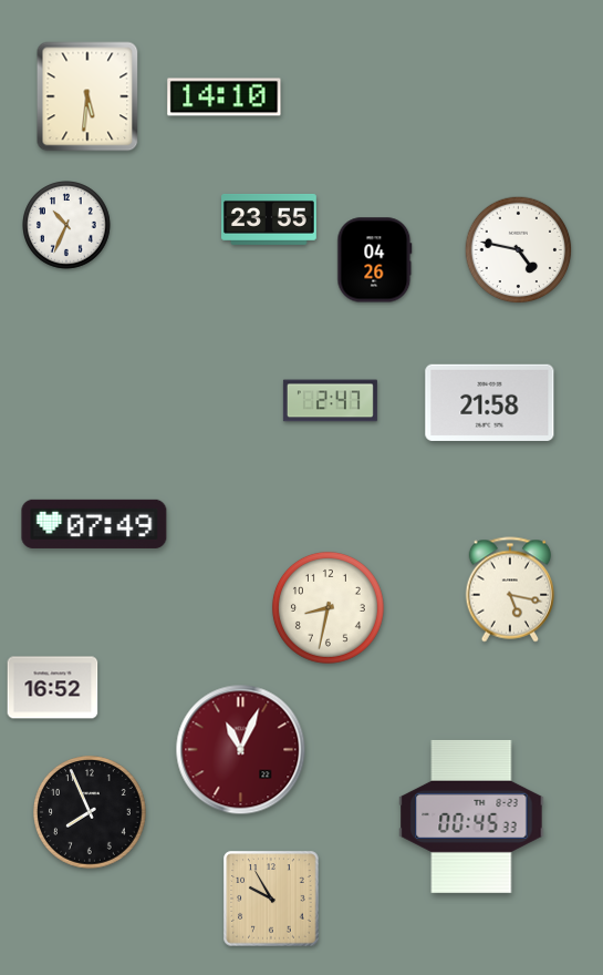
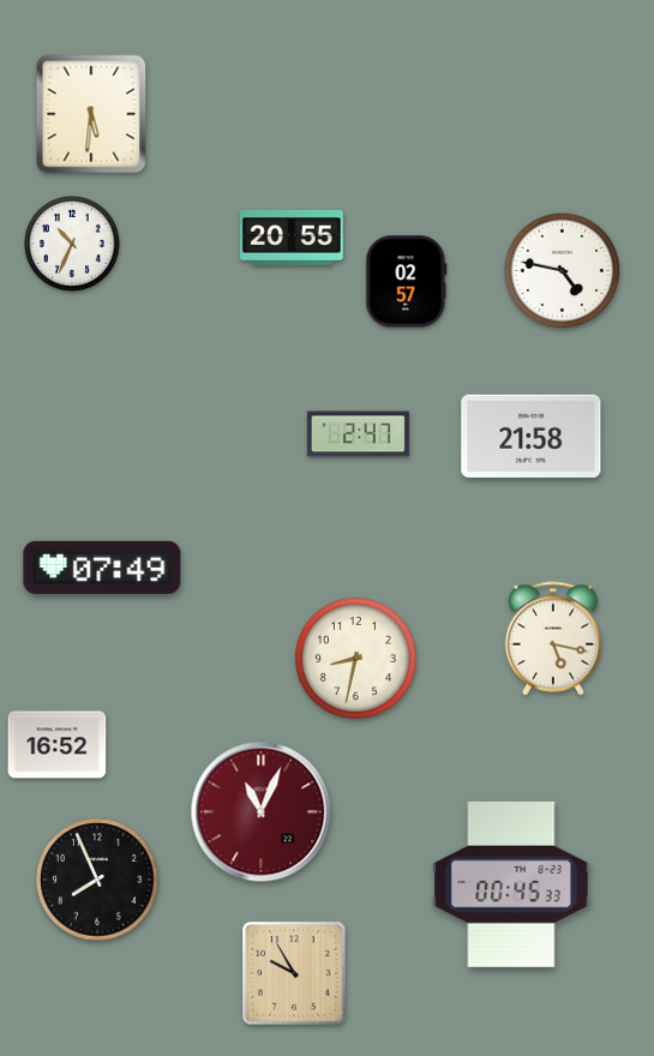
clock at (87, 96) position: (87, 96) -> (91, 114)
clock at (225, 97): 14:10 -> none
clock at (270, 219): 23:55 -> 20:55
clock at (375, 260): 04:26 -> 02:57
